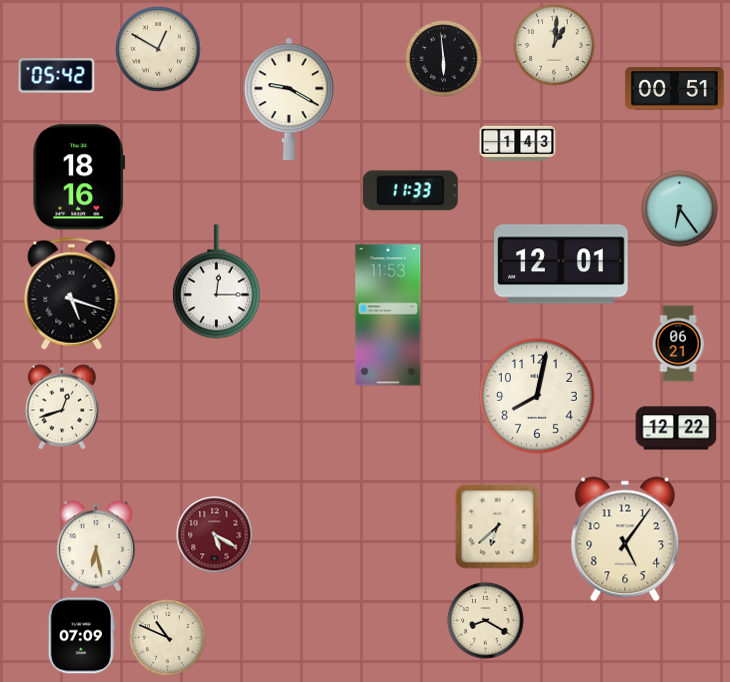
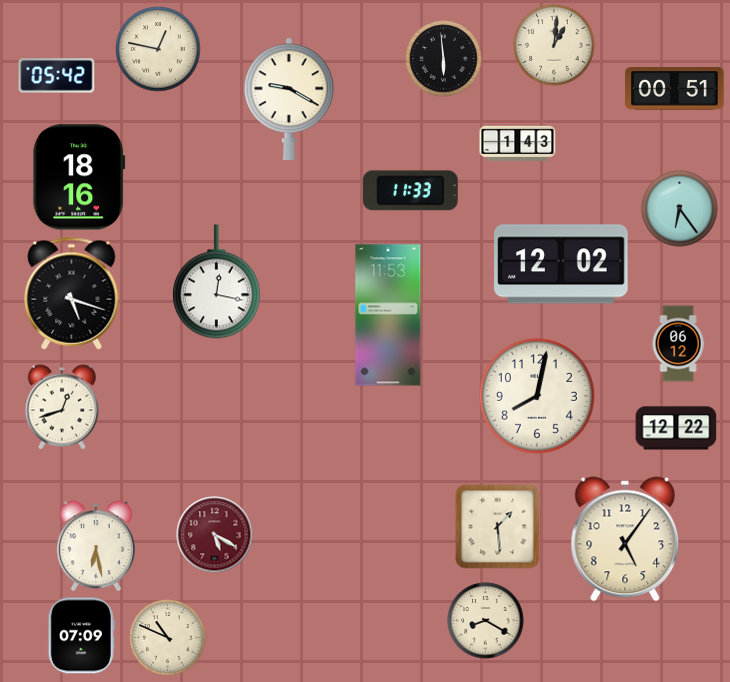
clock at (158, 49): 12:50 -> 12:47
clock at (561, 264): 12:01 -> 12:02
clock at (216, 282): 12:15 -> 12:17
clock at (678, 344): 06:21 -> 06:12
clock at (498, 527): 6:38 -> 1:29
